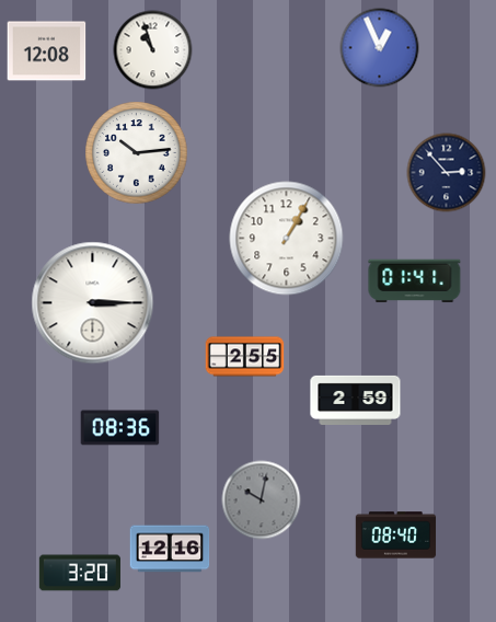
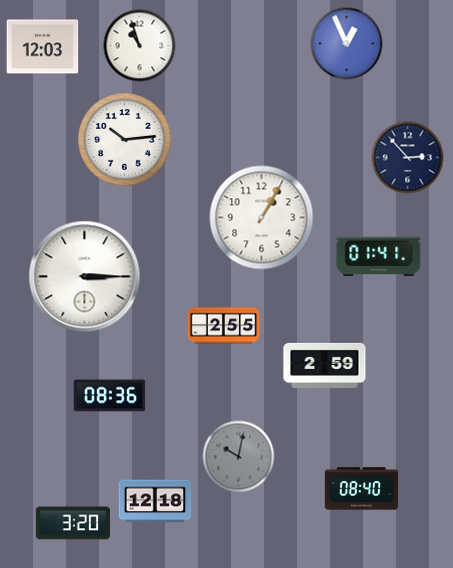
clock at (47, 51): 12:08 -> 12:03
clock at (120, 428) position: (120, 428) -> (110, 396)
clock at (170, 549): 12:16 -> 12:18
